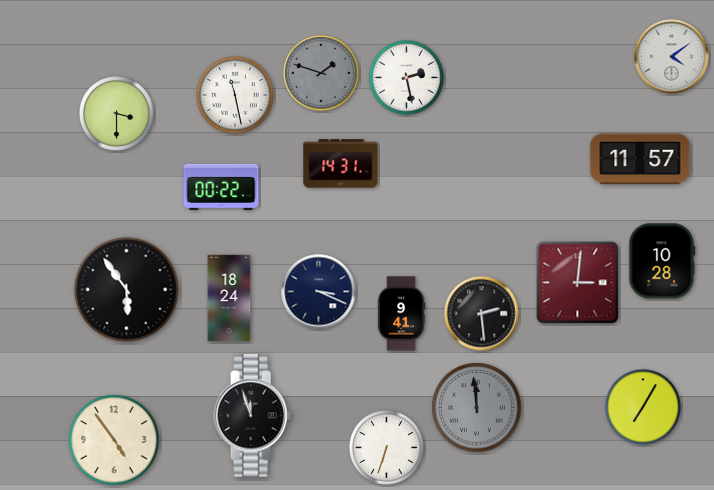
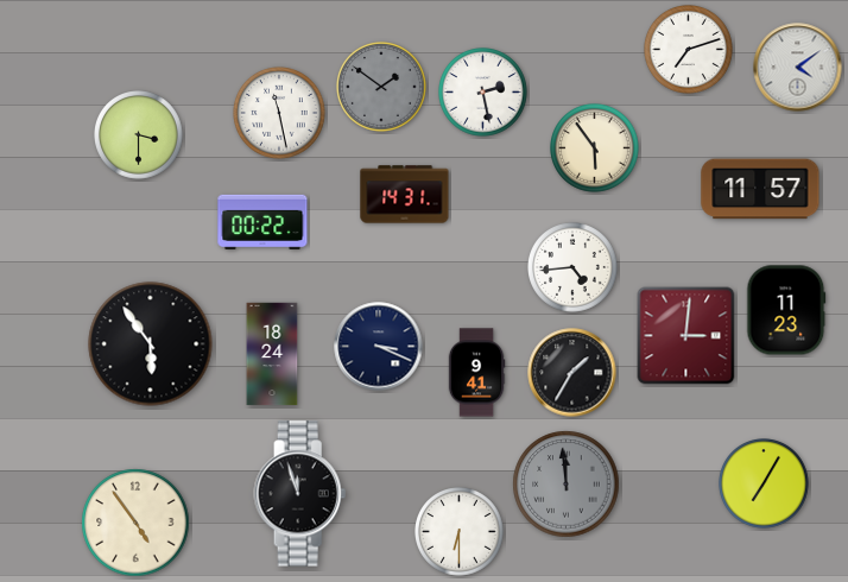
clock at (689, 50): none -> 7:12
clock at (321, 73): 1:48 -> 1:51
clock at (595, 148): none -> 5:54
clock at (572, 267): none -> 4:44
clock at (662, 261): 10:28 -> 11:23
clock at (482, 314): 2:29 -> 1:35
clock at (387, 448): 6:33 -> 6:30
